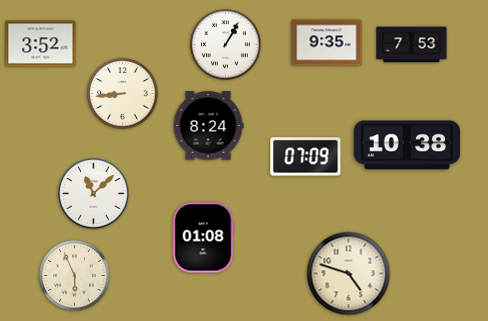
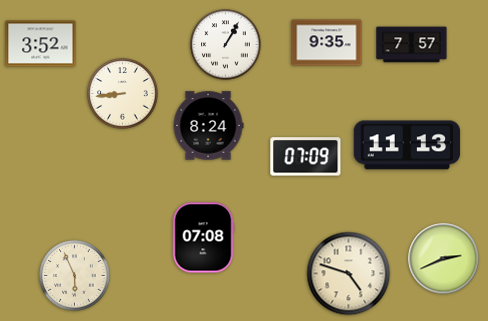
clock at (412, 45): 7:53 -> 7:57
clock at (407, 145): 10:38 -> 11:13
clock at (94, 194): 11:08 -> none
clock at (203, 238): 01:08 -> 07:08
clock at (444, 259): none -> 2:41
